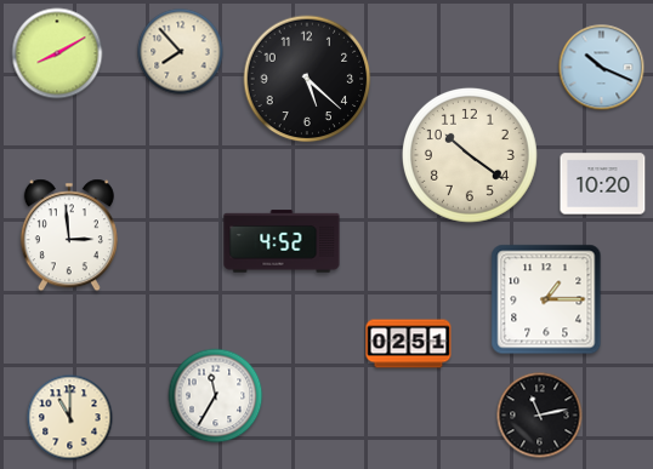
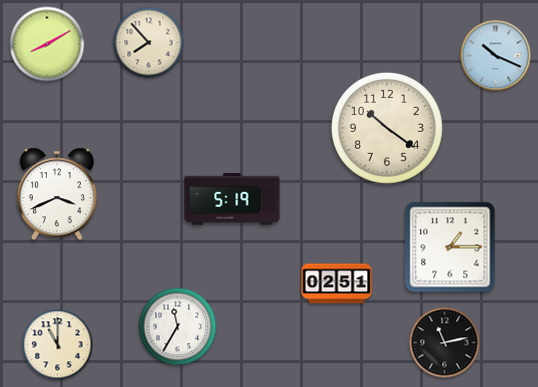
clock at (307, 79): 5:22 -> none
clock at (603, 184): 10:20 -> none
clock at (69, 235): 2:59 -> 3:41
clock at (282, 241): 4:52 -> 5:19
